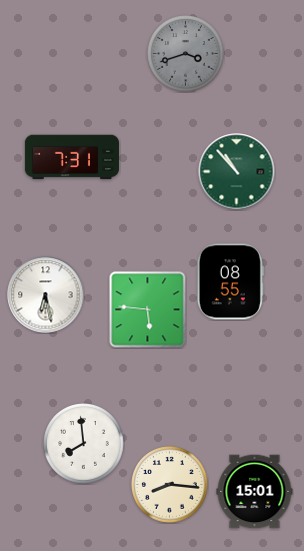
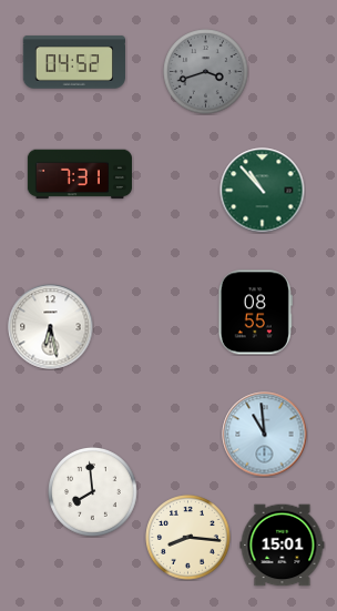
clock at (186, 54) position: (186, 54) -> (206, 72)
clock at (73, 62): none -> 04:52
clock at (148, 310): 5:46 -> none
clock at (265, 435): none -> 10:59
